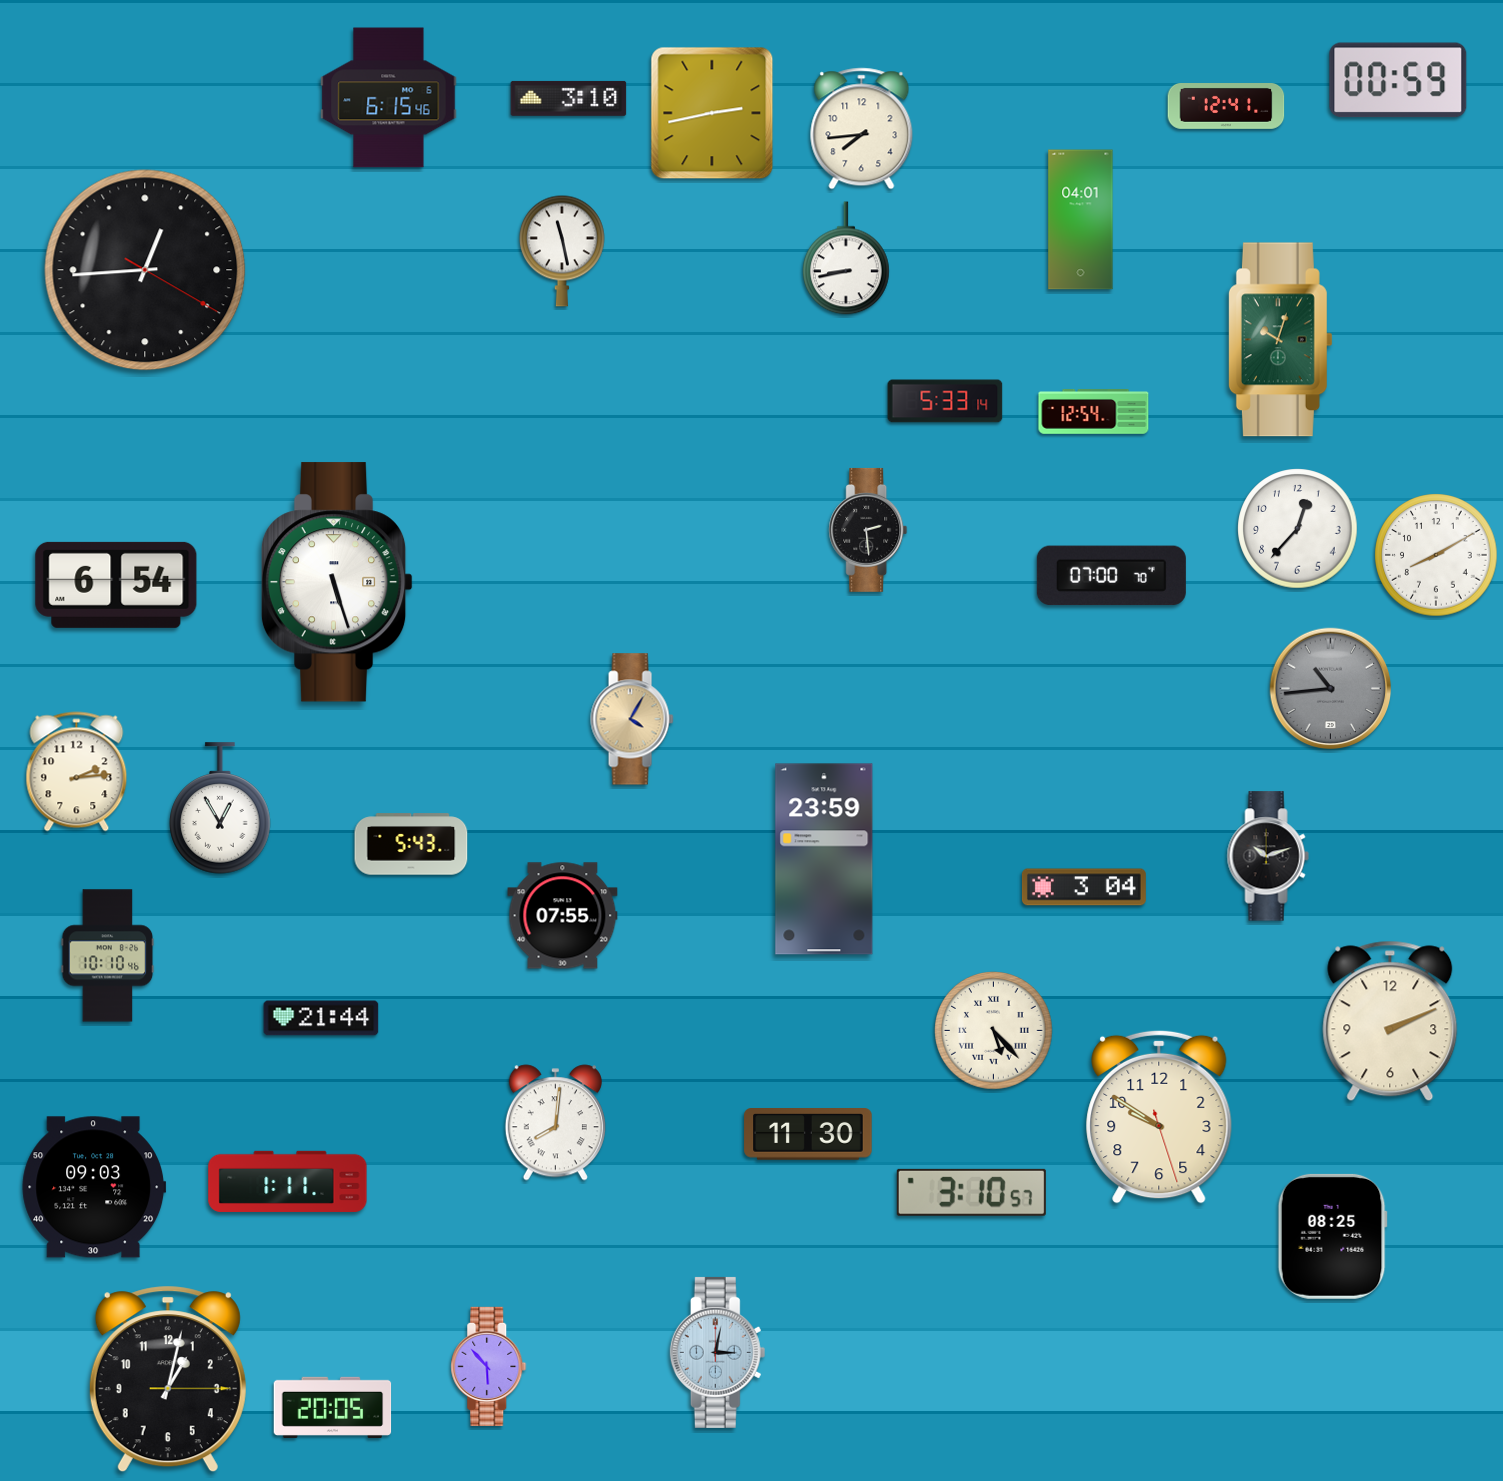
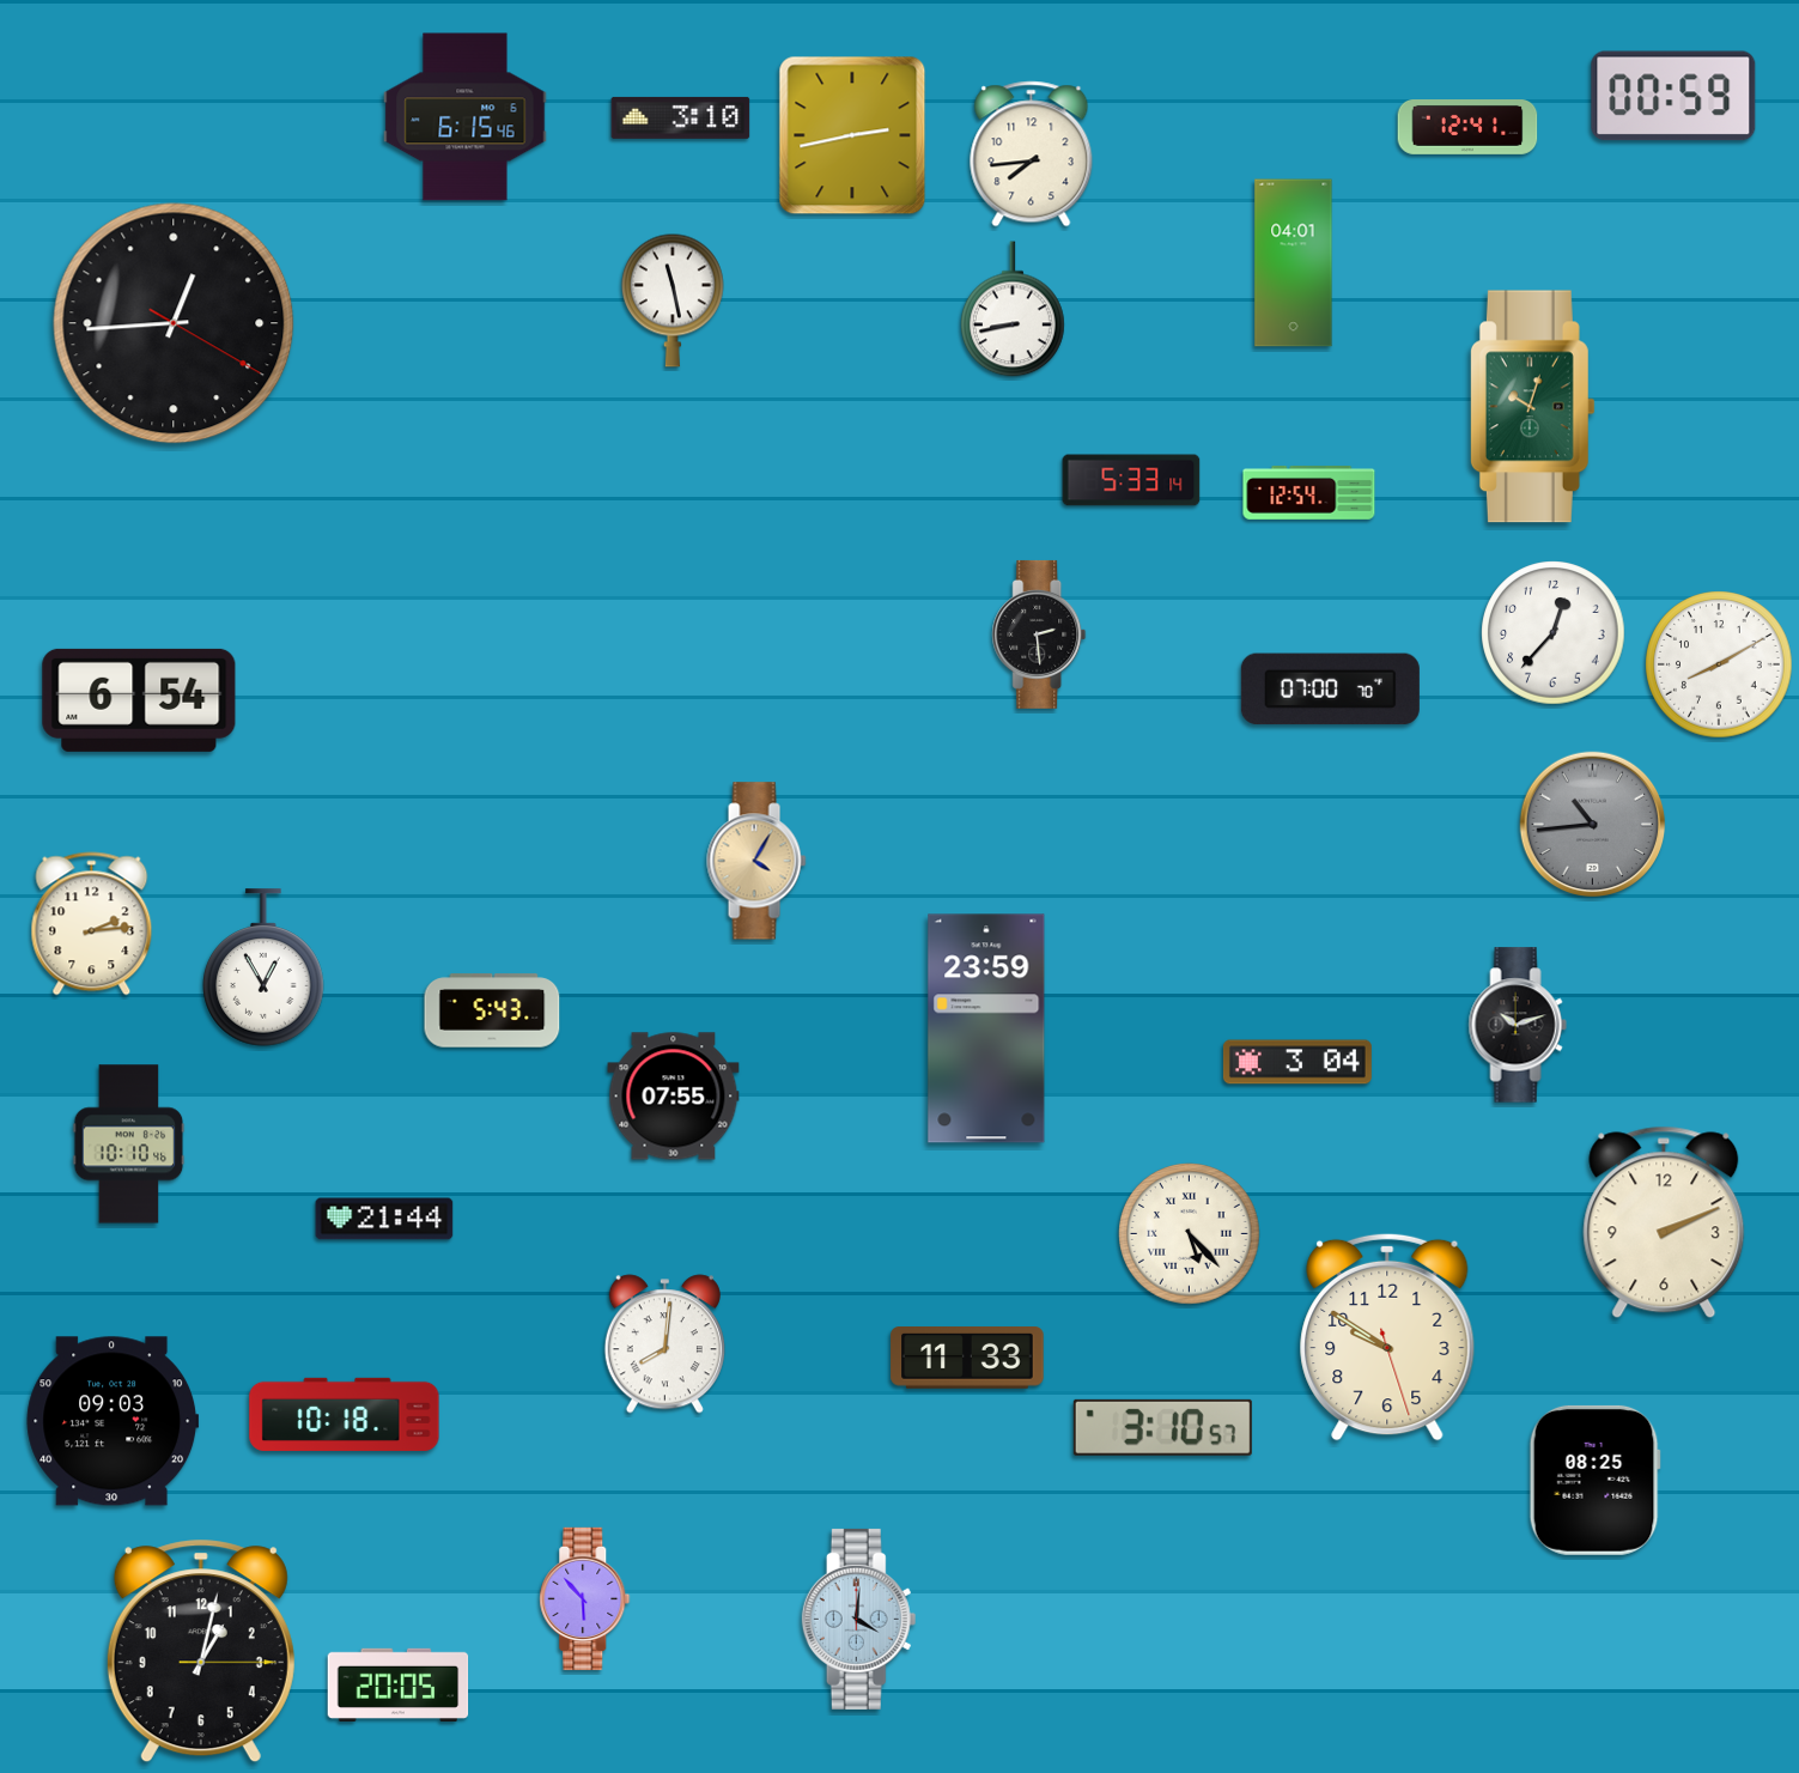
clock at (337, 582): 5:27 -> none
clock at (808, 1134): 11:30 -> 11:33
clock at (288, 1181): 1:11 -> 10:18
clock at (718, 1352): 3:02 -> 4:01
clock at (489, 1366) position: (489, 1366) -> (585, 1598)
